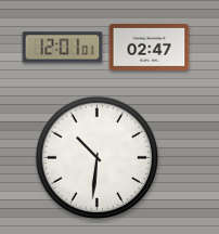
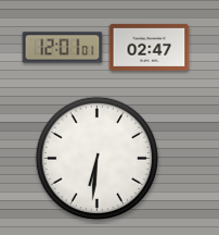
clock at (96, 157): 10:31 -> 6:31
